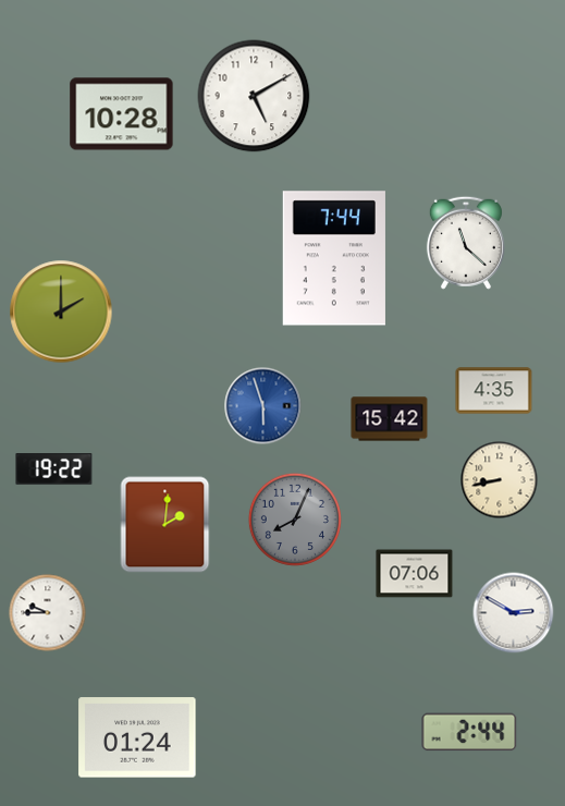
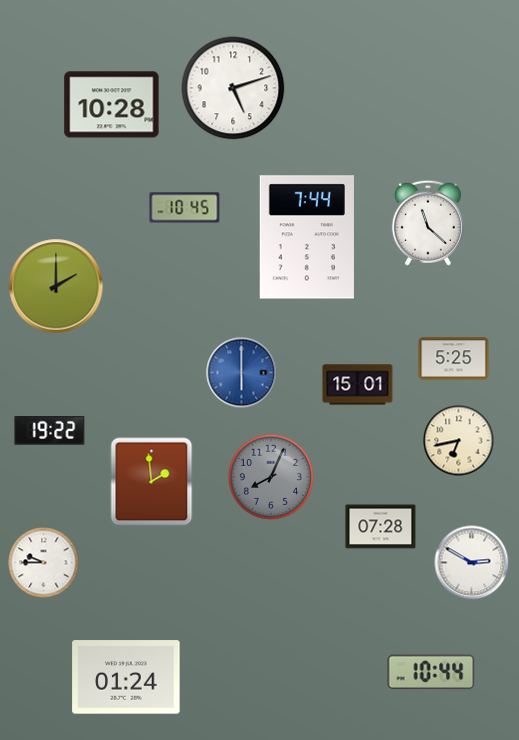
clock at (254, 96): 5:10 -> 5:12
clock at (185, 208): none -> 10:45
clock at (494, 391): 4:35 -> 5:25
clock at (263, 406): 5:57 -> 6:00
clock at (390, 419): 15:42 -> 15:01
clock at (500, 480): 8:43 -> 6:43
clock at (165, 525): 2:01 -> 1:59
clock at (415, 574): 07:06 -> 07:28
clock at (469, 732): 2:44 -> 10:44
